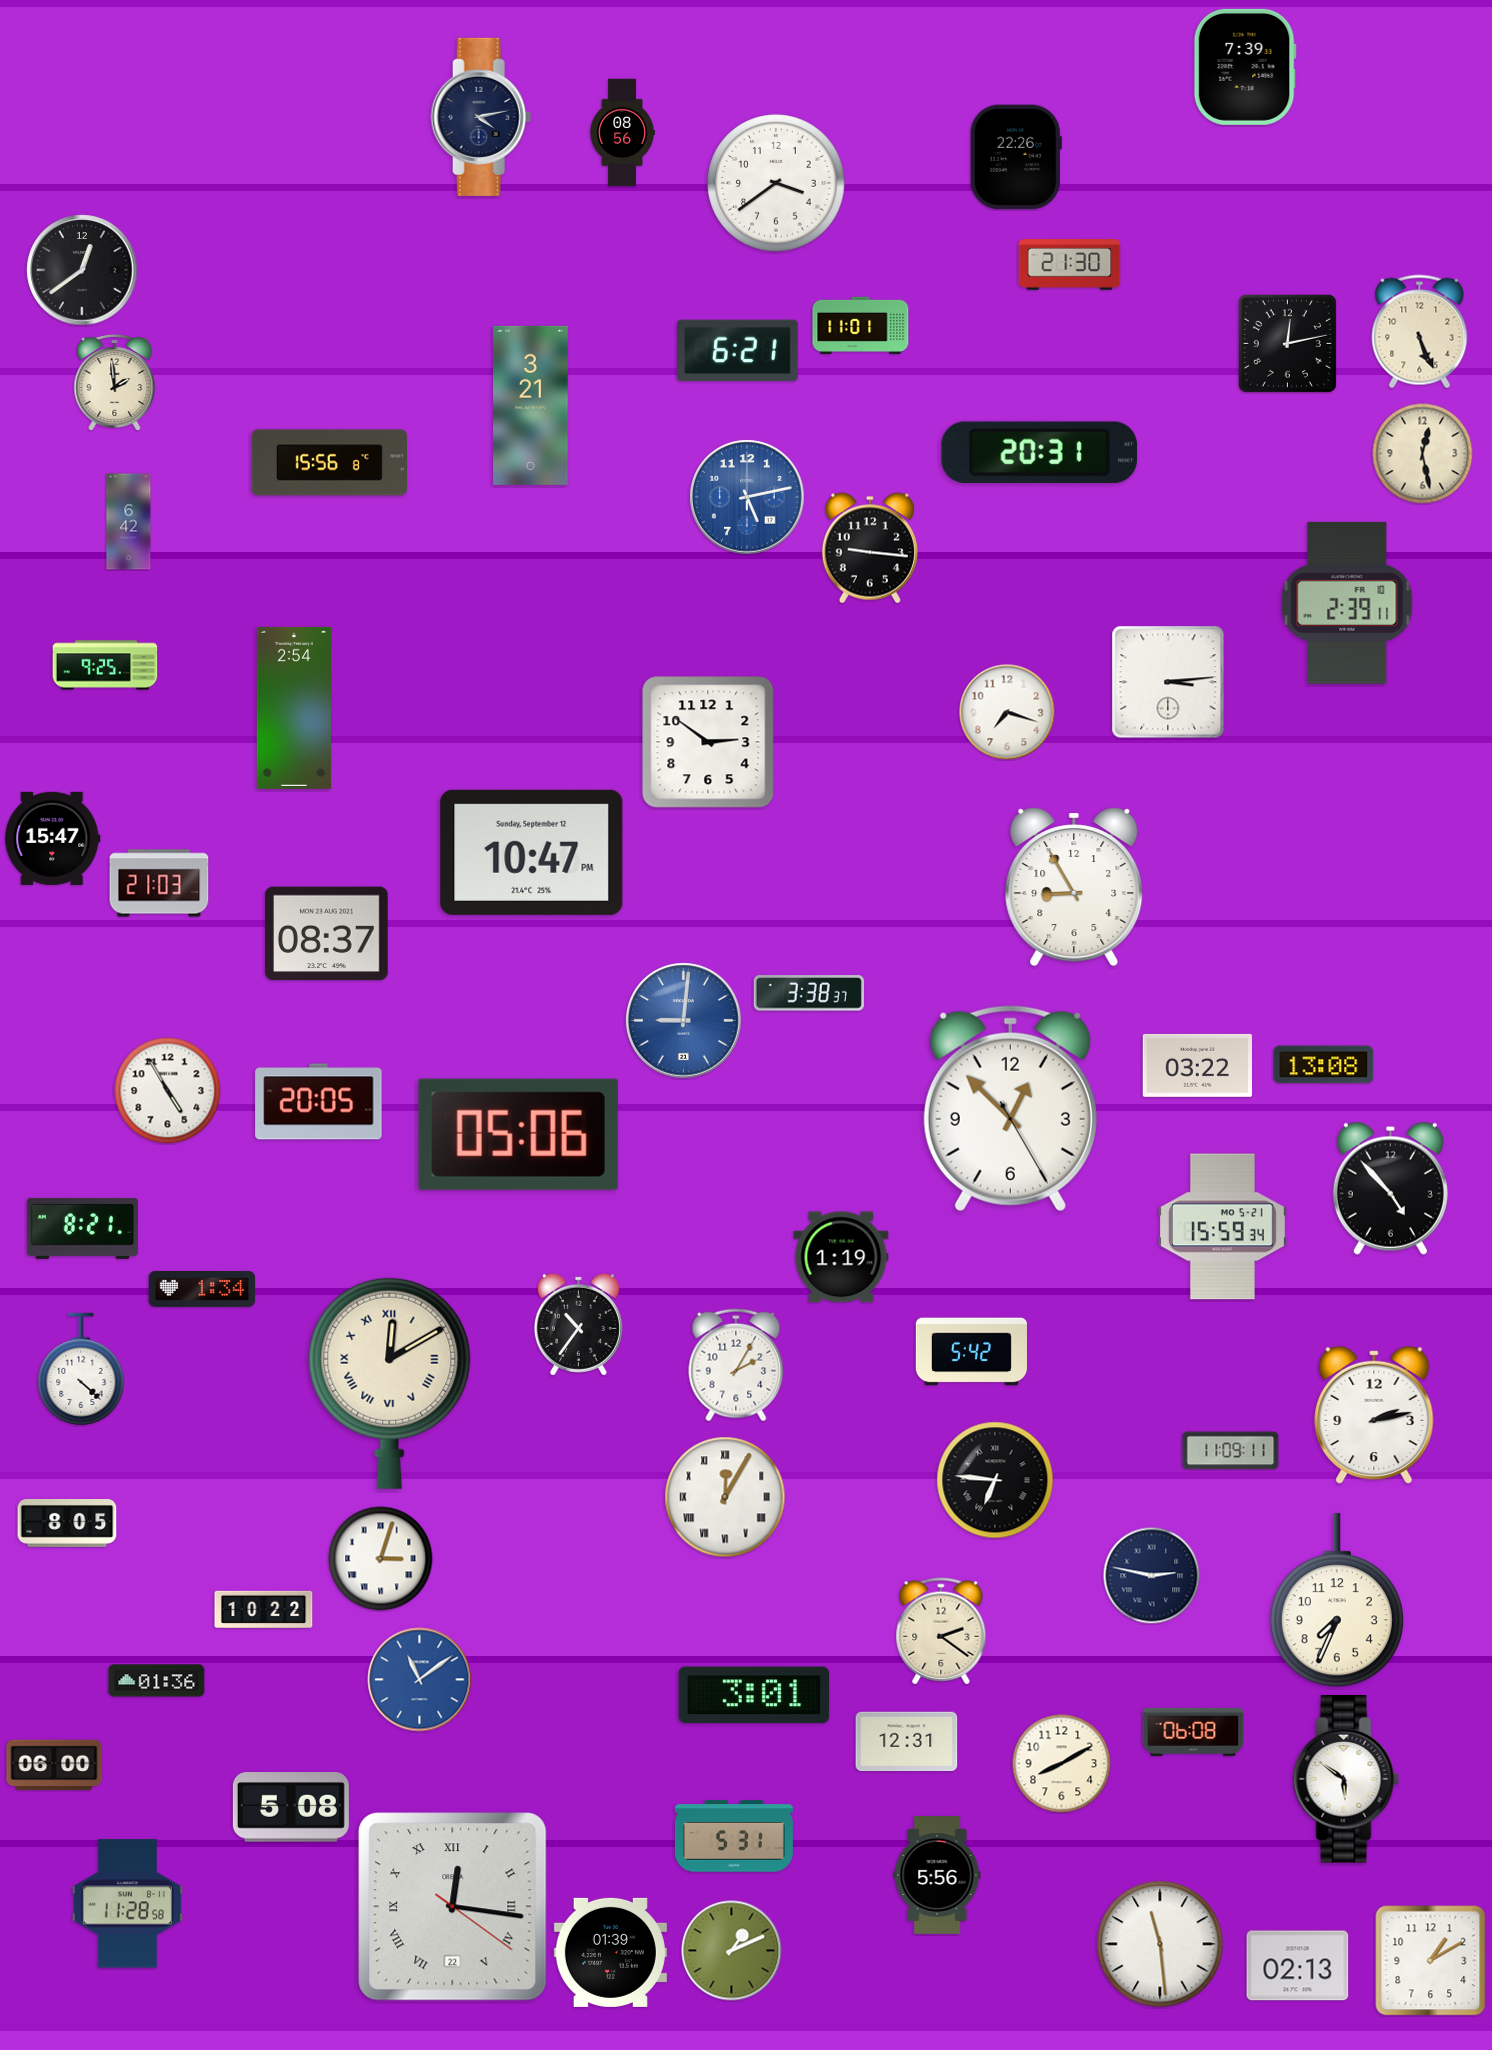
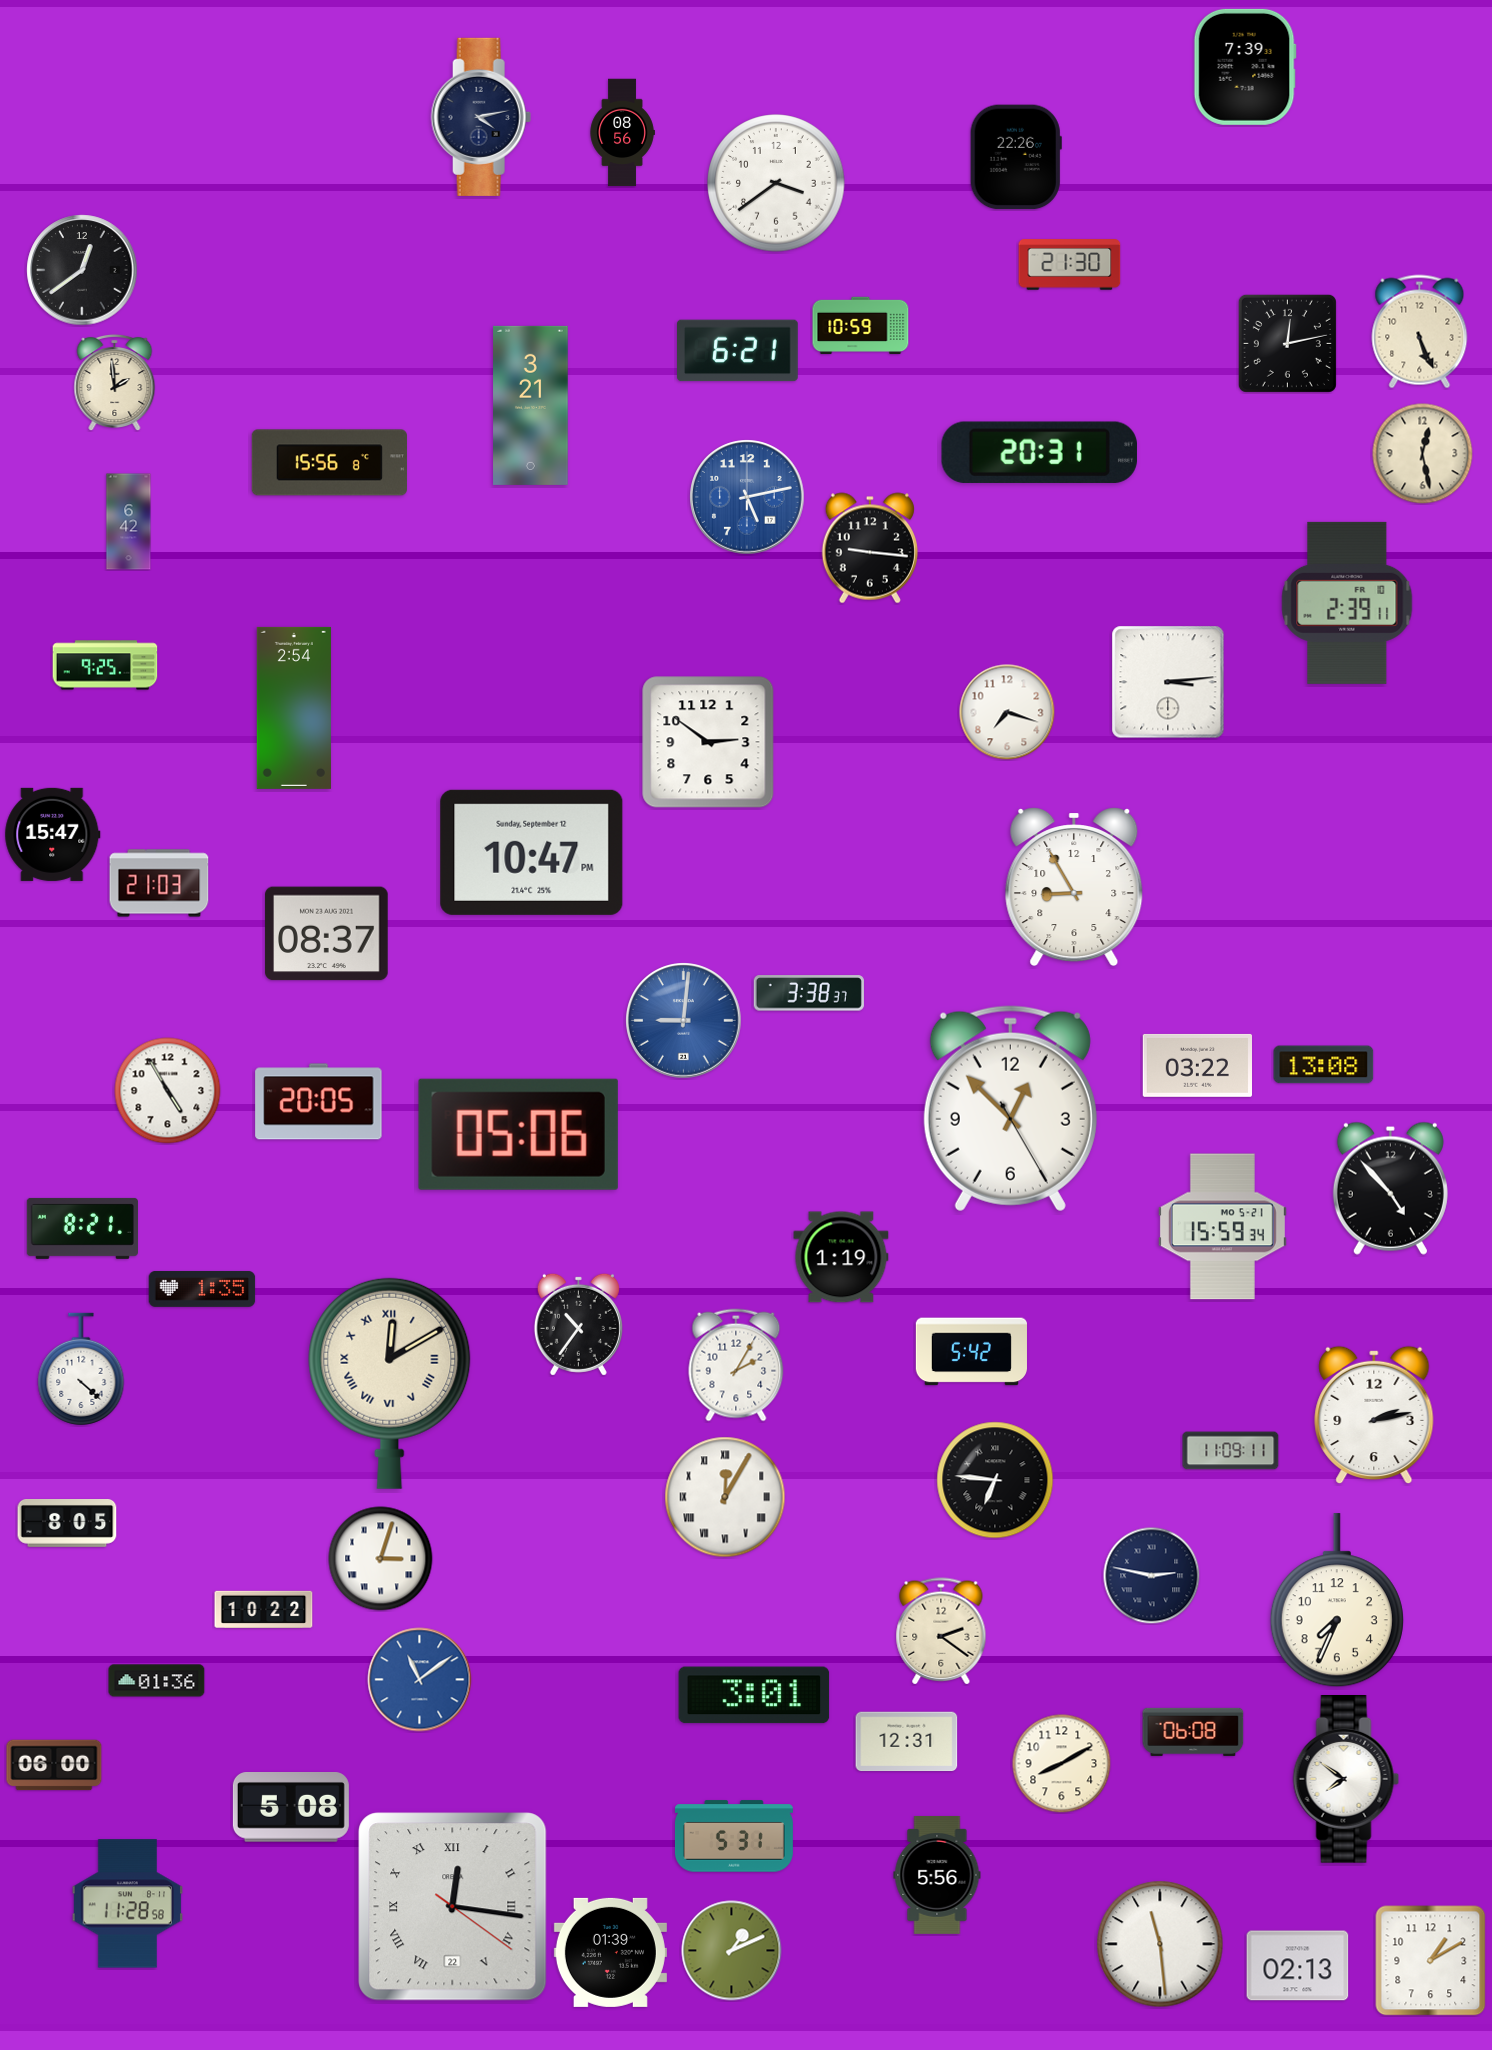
clock at (861, 326): 11:01 -> 10:59
clock at (53, 838) position: (53, 838) -> (53, 834)
clock at (202, 1289): 1:34 -> 1:35
clock at (1346, 1780): 5:51 -> 7:51
